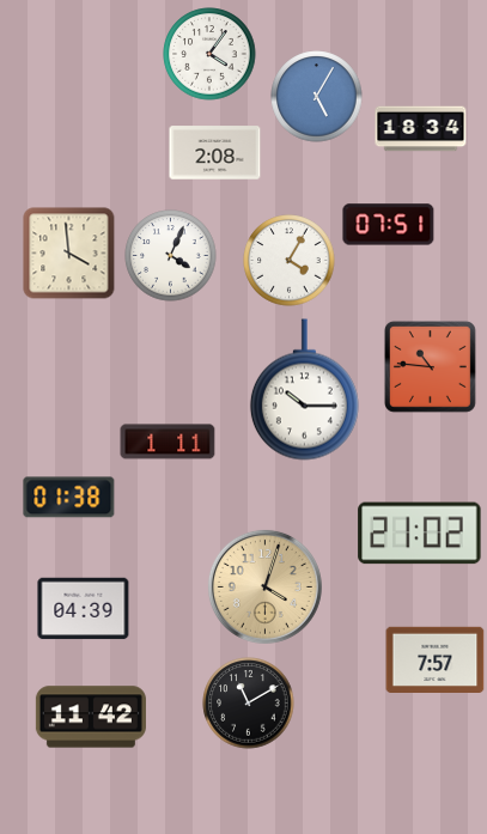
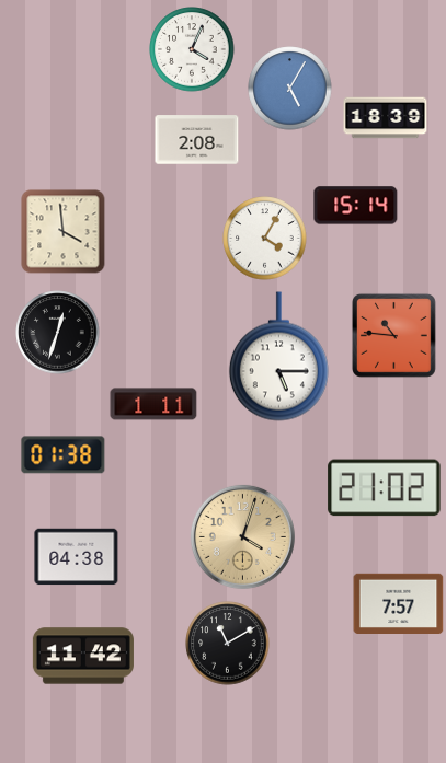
clock at (209, 54): 4:06 -> 4:04
clock at (421, 129): 18:34 -> 18:39
clock at (389, 225): 07:51 -> 15:14
clock at (171, 256): 4:04 -> none
clock at (58, 333): none -> 12:33
clock at (304, 390): 10:15 -> 5:15
clock at (84, 609): 04:39 -> 04:38
